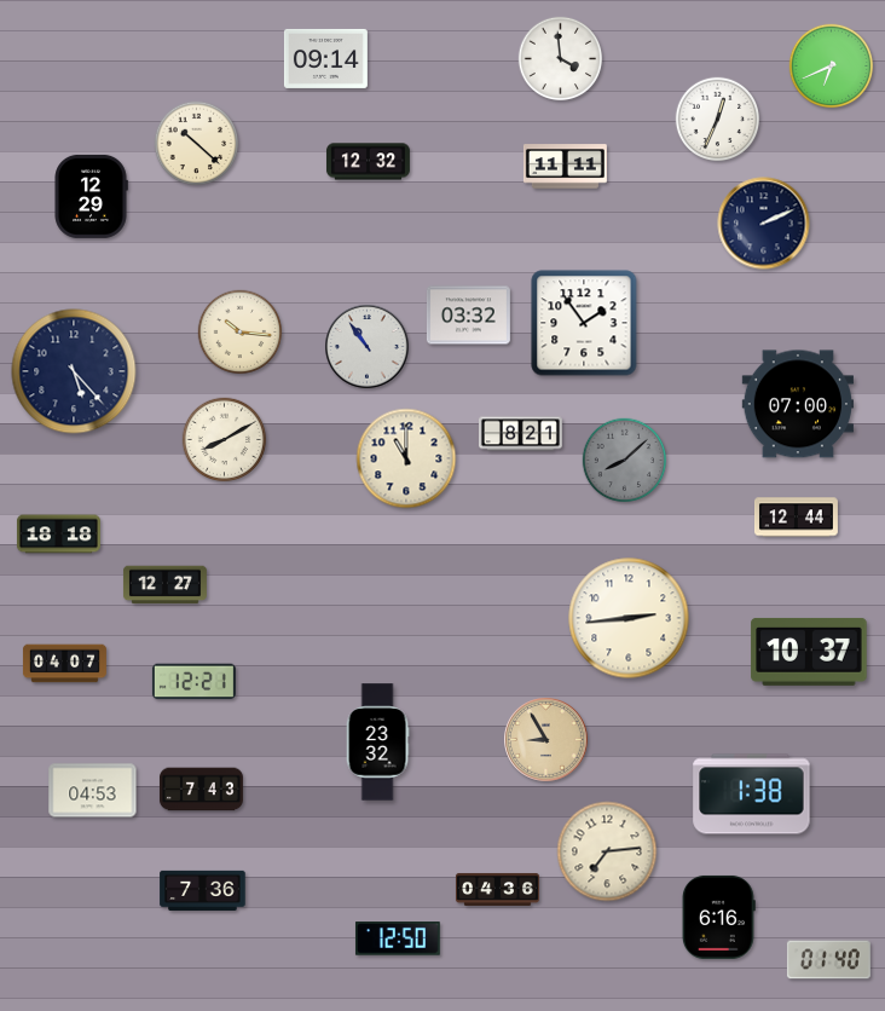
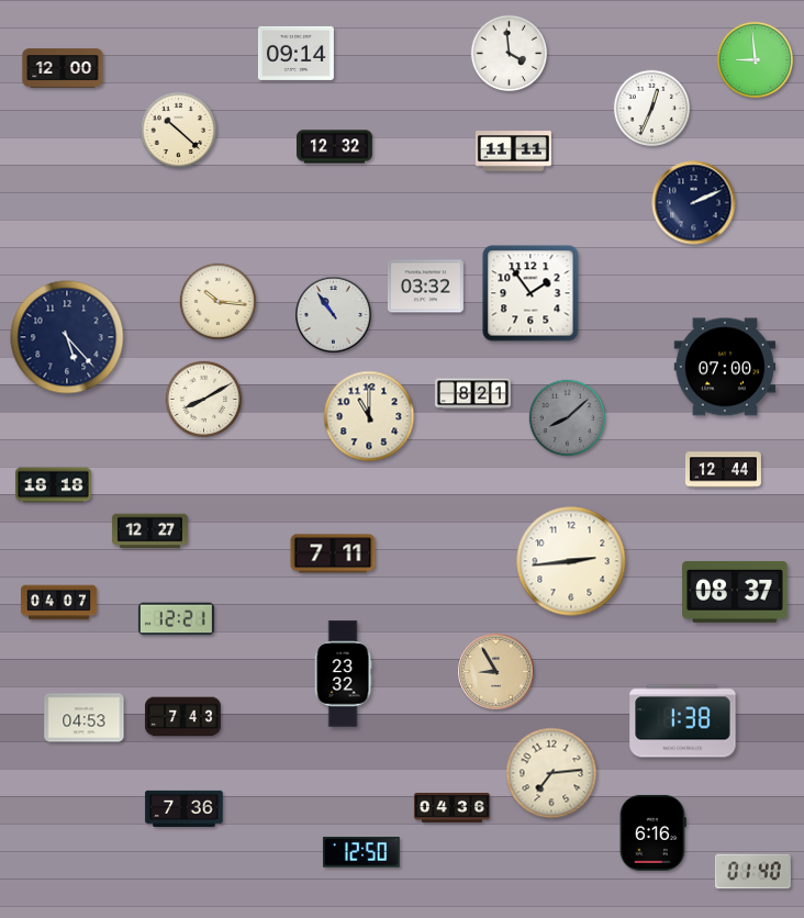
clock at (832, 67): 6:41 -> 8:59
clock at (63, 68): none -> 12:00
clock at (91, 196): 12:29 -> none
clock at (333, 553): none -> 7:11
clock at (809, 652): 10:37 -> 08:37
